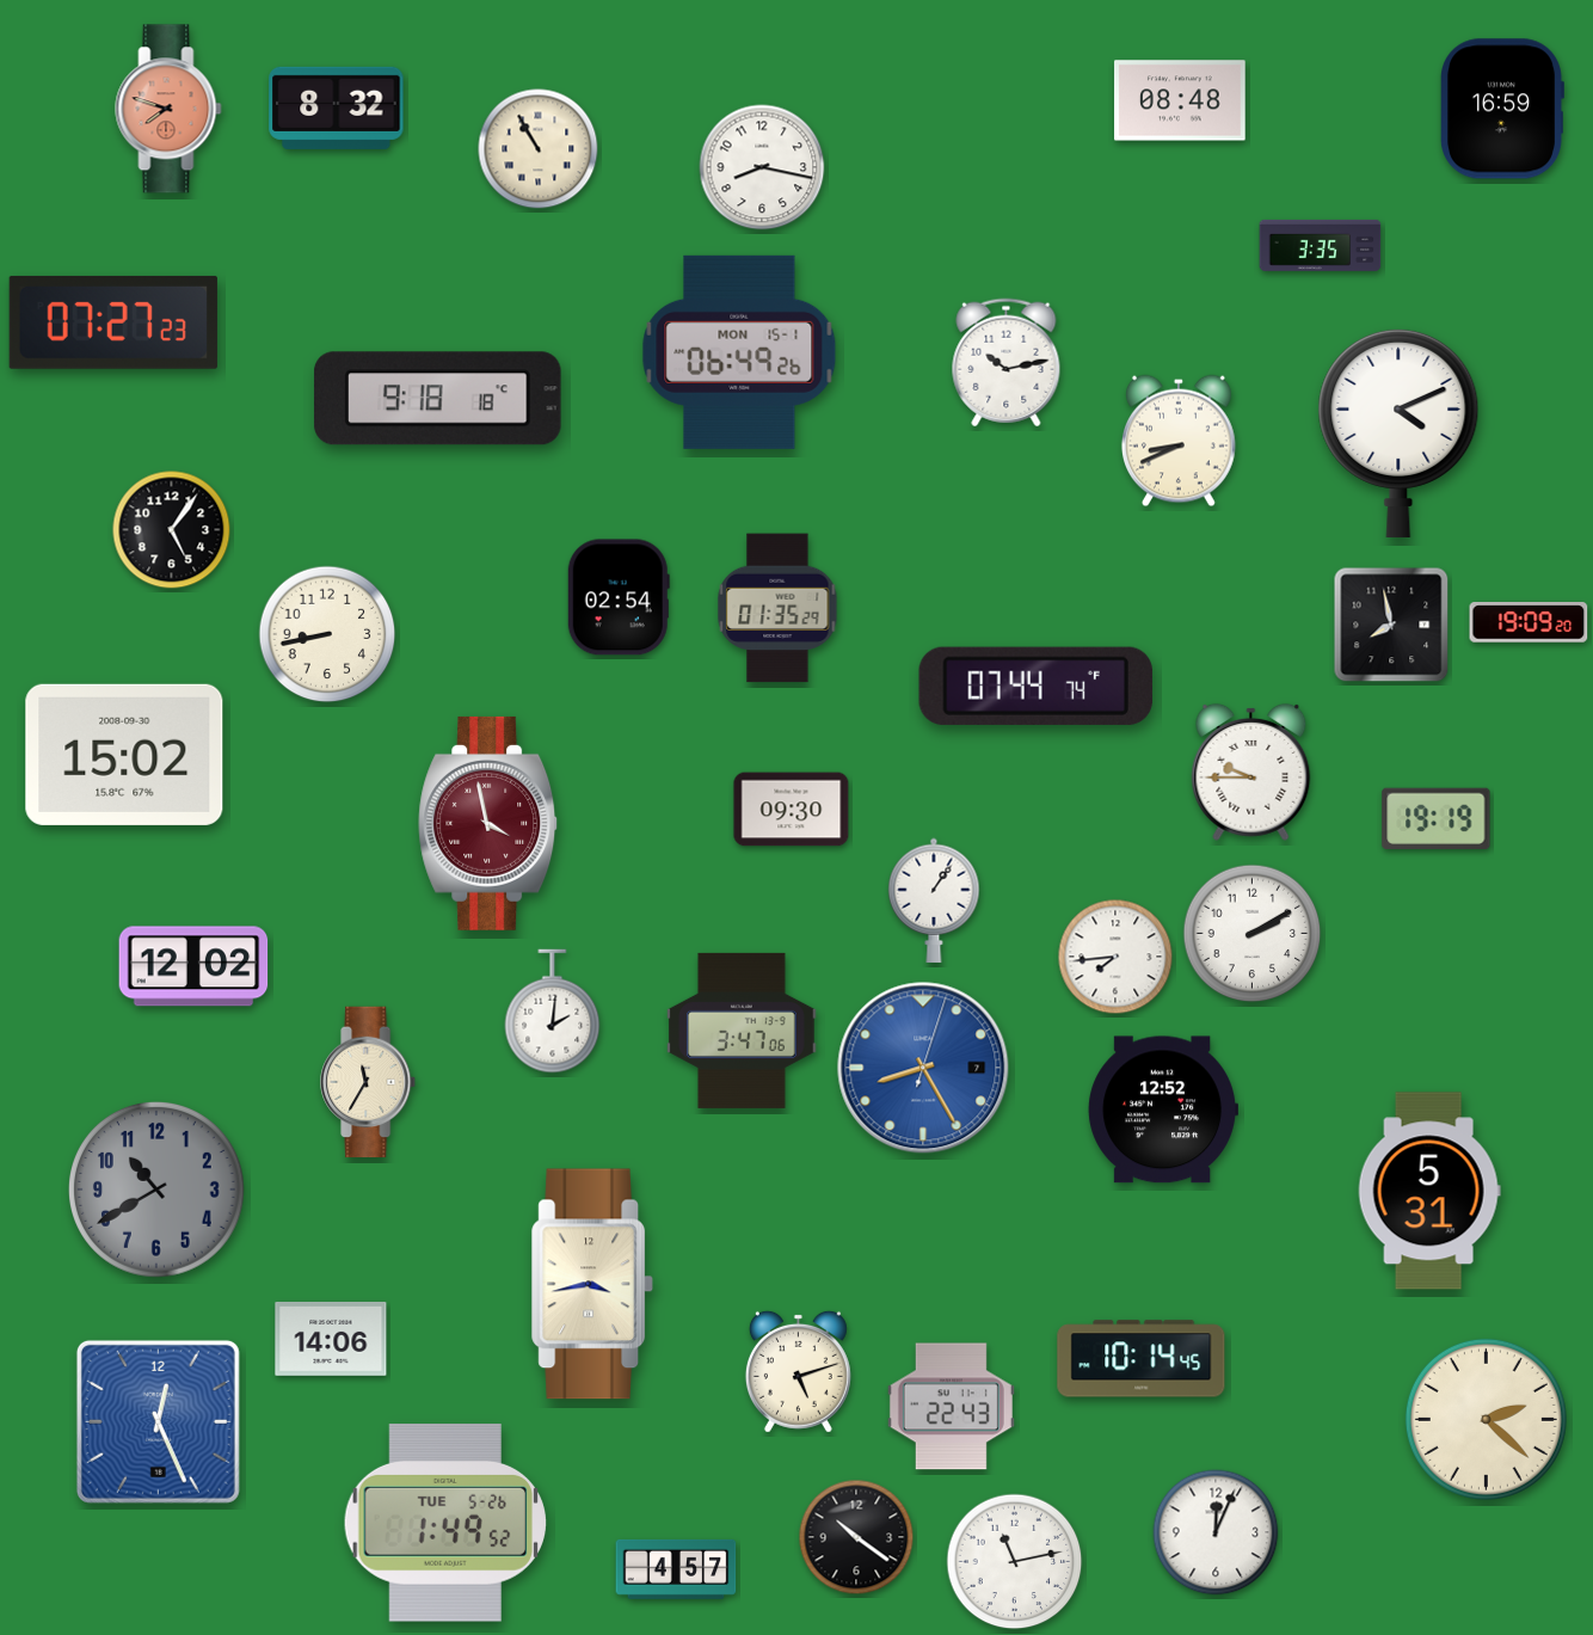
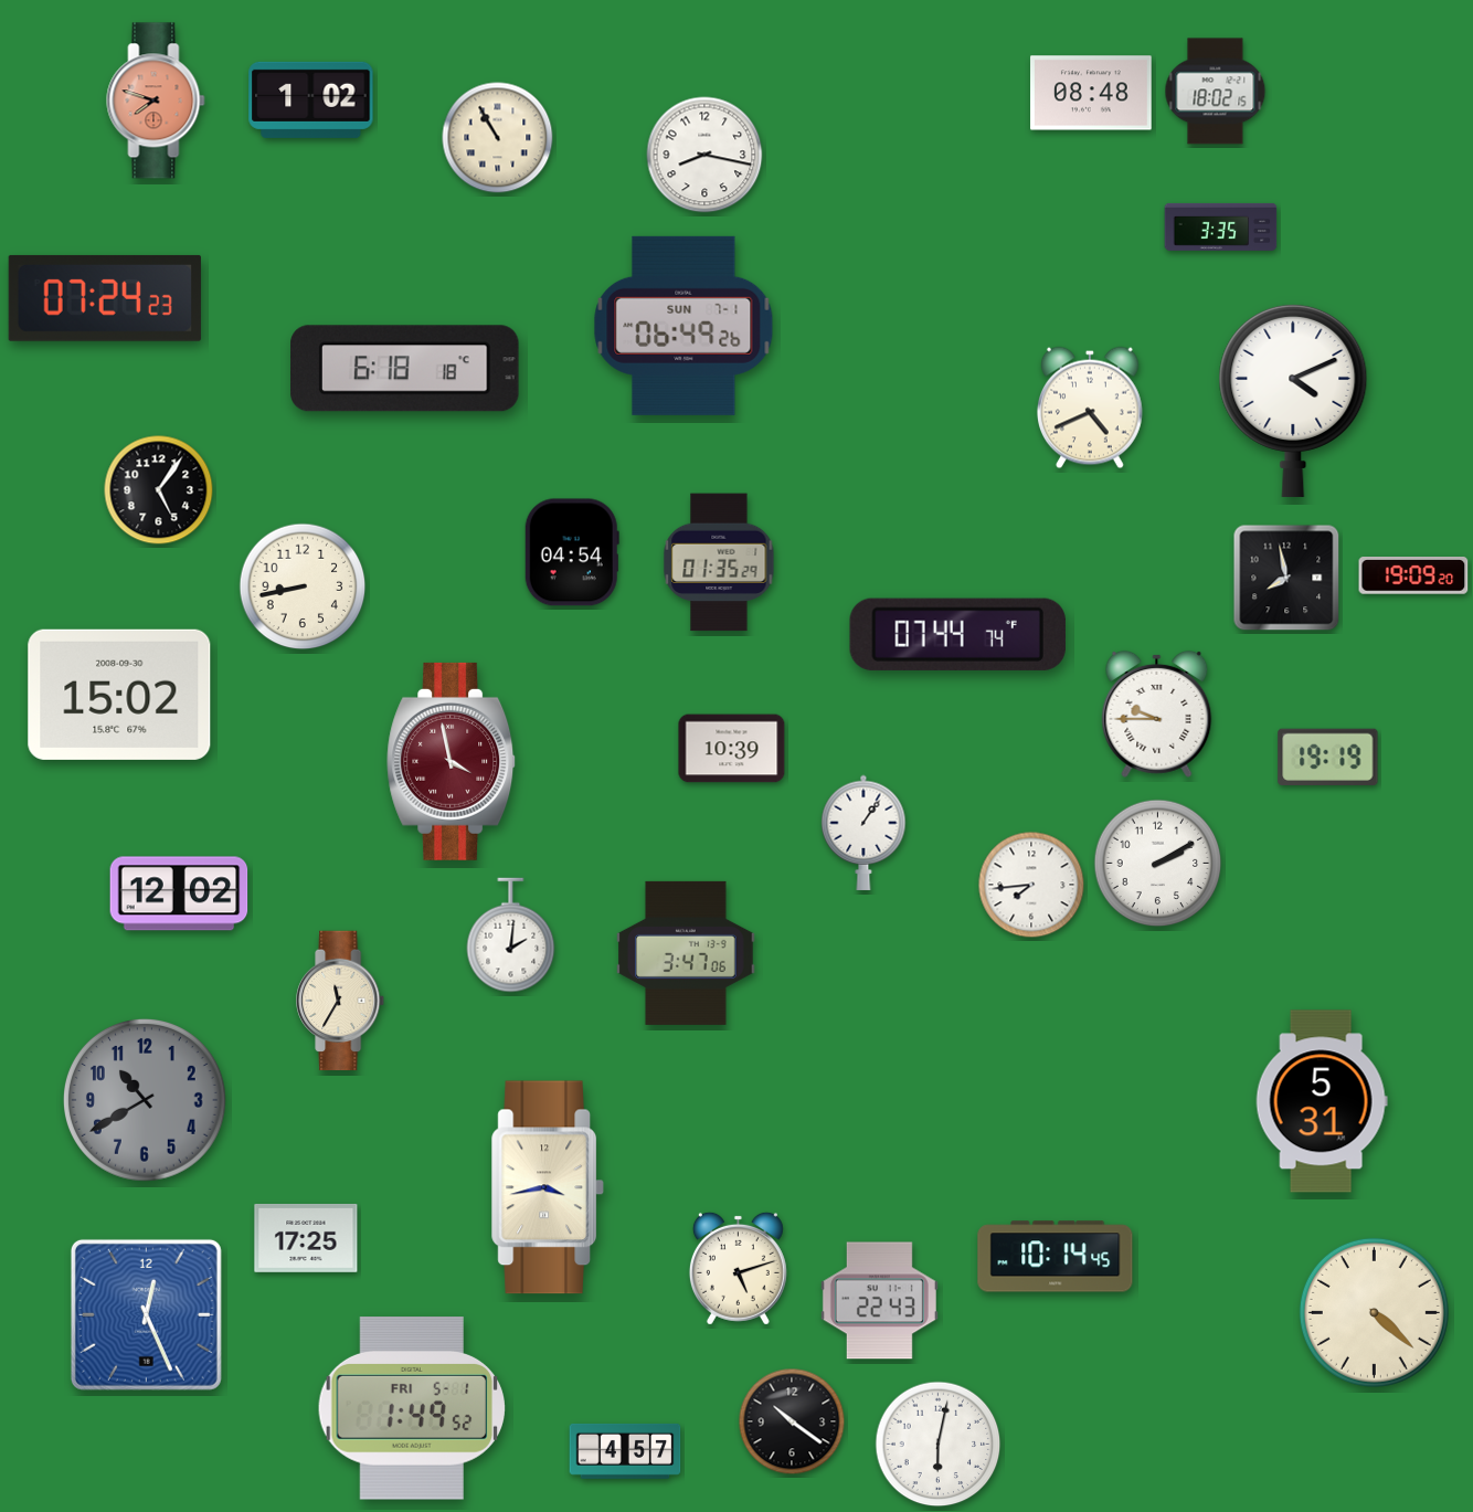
clock at (1216, 92): none -> 18:02
clock at (337, 107): 8:32 -> 1:02
clock at (1502, 109): 16:59 -> none
clock at (113, 322): 07:27 -> 07:24
clock at (739, 352) date: MON 15-1 -> SUN 7-1
clock at (1007, 363): 10:13 -> none
clock at (438, 399): 9:18 -> 6:18
clock at (1179, 441): 8:41 -> 4:41
clock at (619, 597): 02:54 -> 04:54
clock at (124, 755) position: (124, 755) -> (119, 695)
clock at (792, 810): 09:30 -> 10:39
clock at (923, 1068): 8:25 -> none
clock at (1162, 1110): 12:52 -> none
clock at (331, 1339): 14:06 -> 17:25
clock at (1486, 1419): 2:22 -> 4:22
clock at (445, 1523) date: TUE 5-26 -> FRI 5-1
clock at (1216, 1532): 12:04 -> none
clock at (1015, 1562): 11:13 -> 6:02
